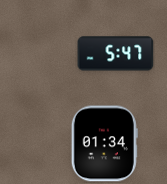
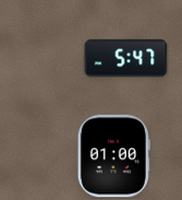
clock at (104, 144): 01:34 -> 01:00
